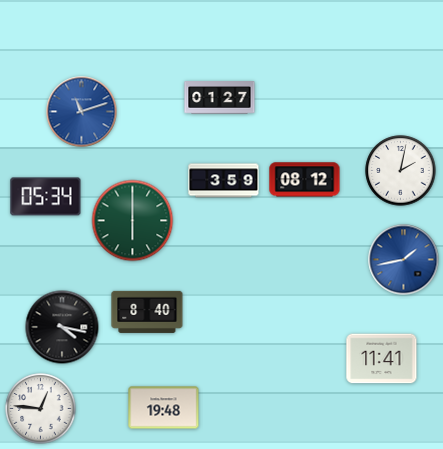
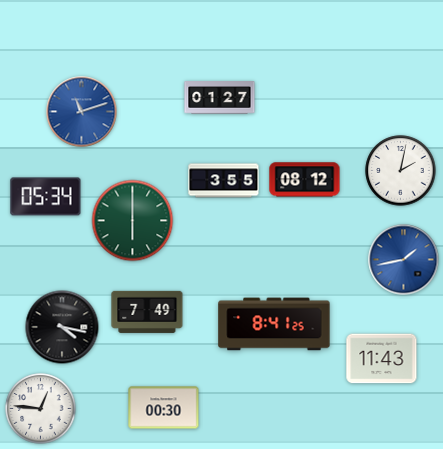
clock at (224, 181): 3:59 -> 3:55
clock at (147, 312): 8:40 -> 7:49
clock at (274, 324): none -> 8:41
clock at (382, 359): 11:41 -> 11:43
clock at (164, 408): 19:48 -> 00:30
